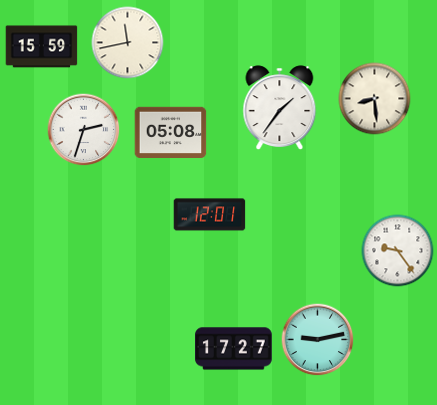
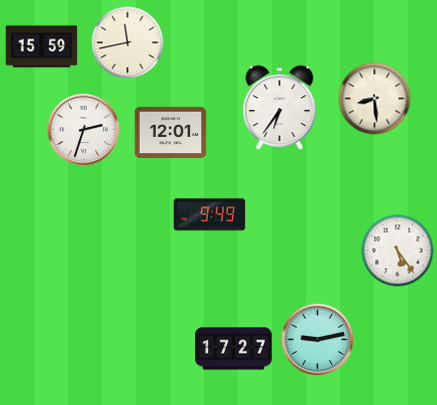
clock at (280, 107): 1:36 -> 6:36
clock at (171, 133): 05:08 -> 12:01
clock at (210, 215): 12:01 -> 9:49
clock at (398, 251): 9:24 -> 5:24
